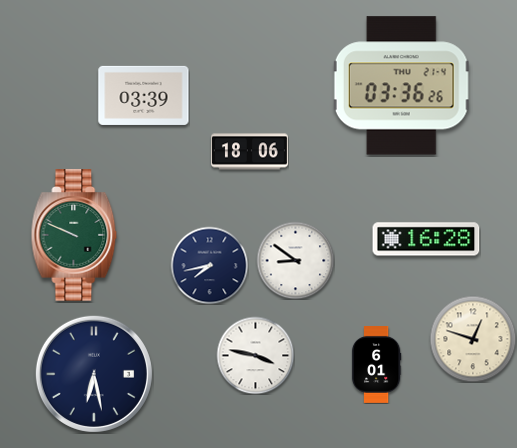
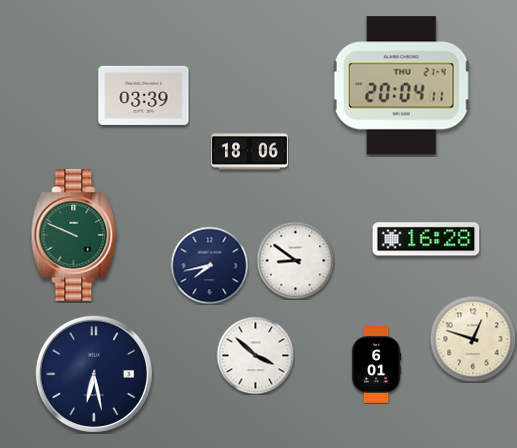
clock at (402, 86): 03:36 -> 20:04
clock at (255, 355): 3:47 -> 3:52
